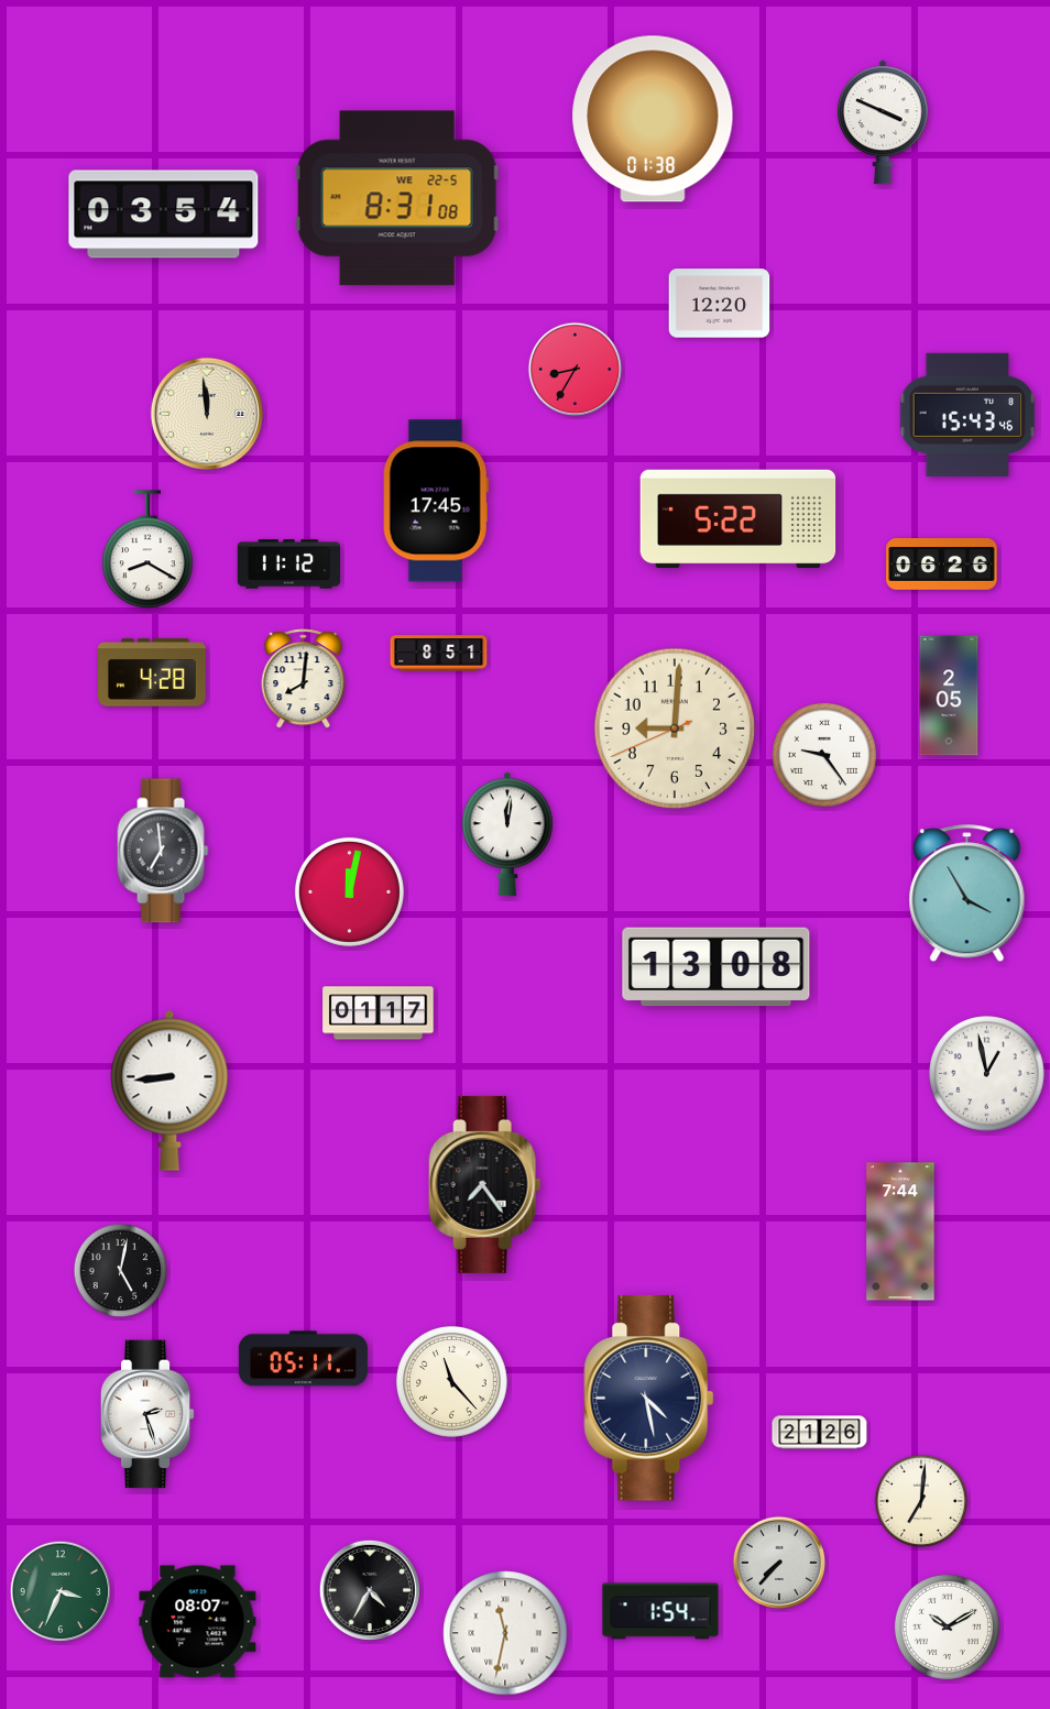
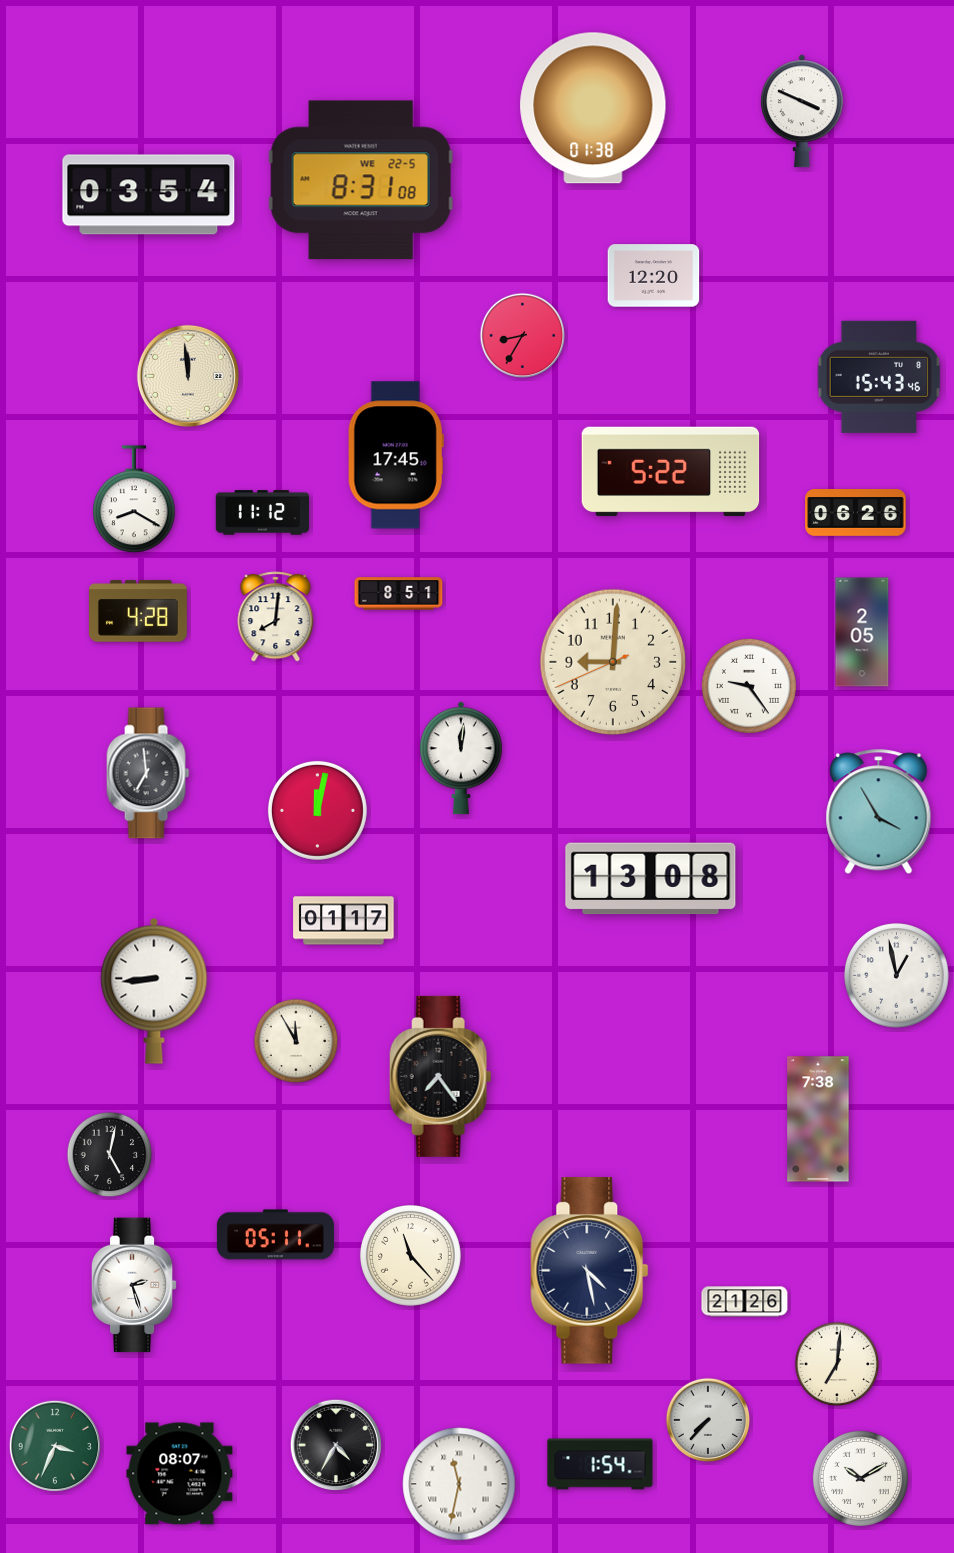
clock at (296, 1041): none -> 11:55
clock at (900, 1231): 7:44 -> 7:38
